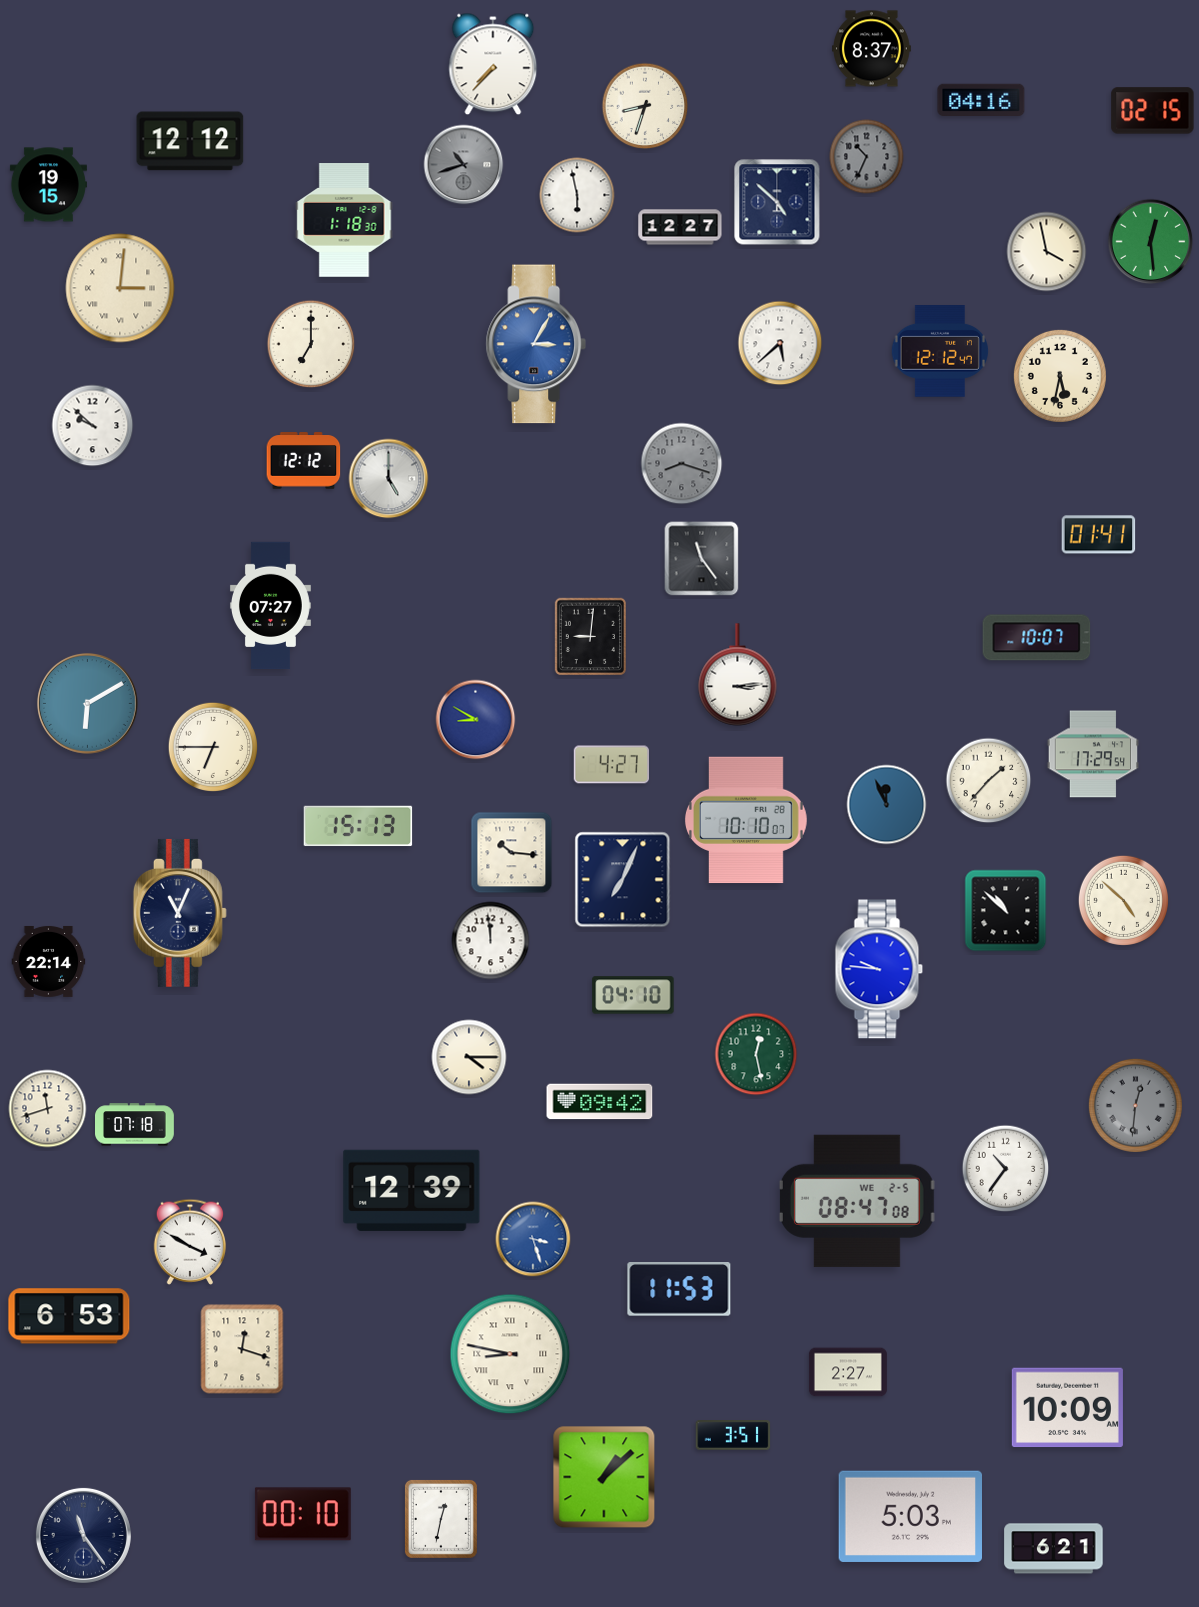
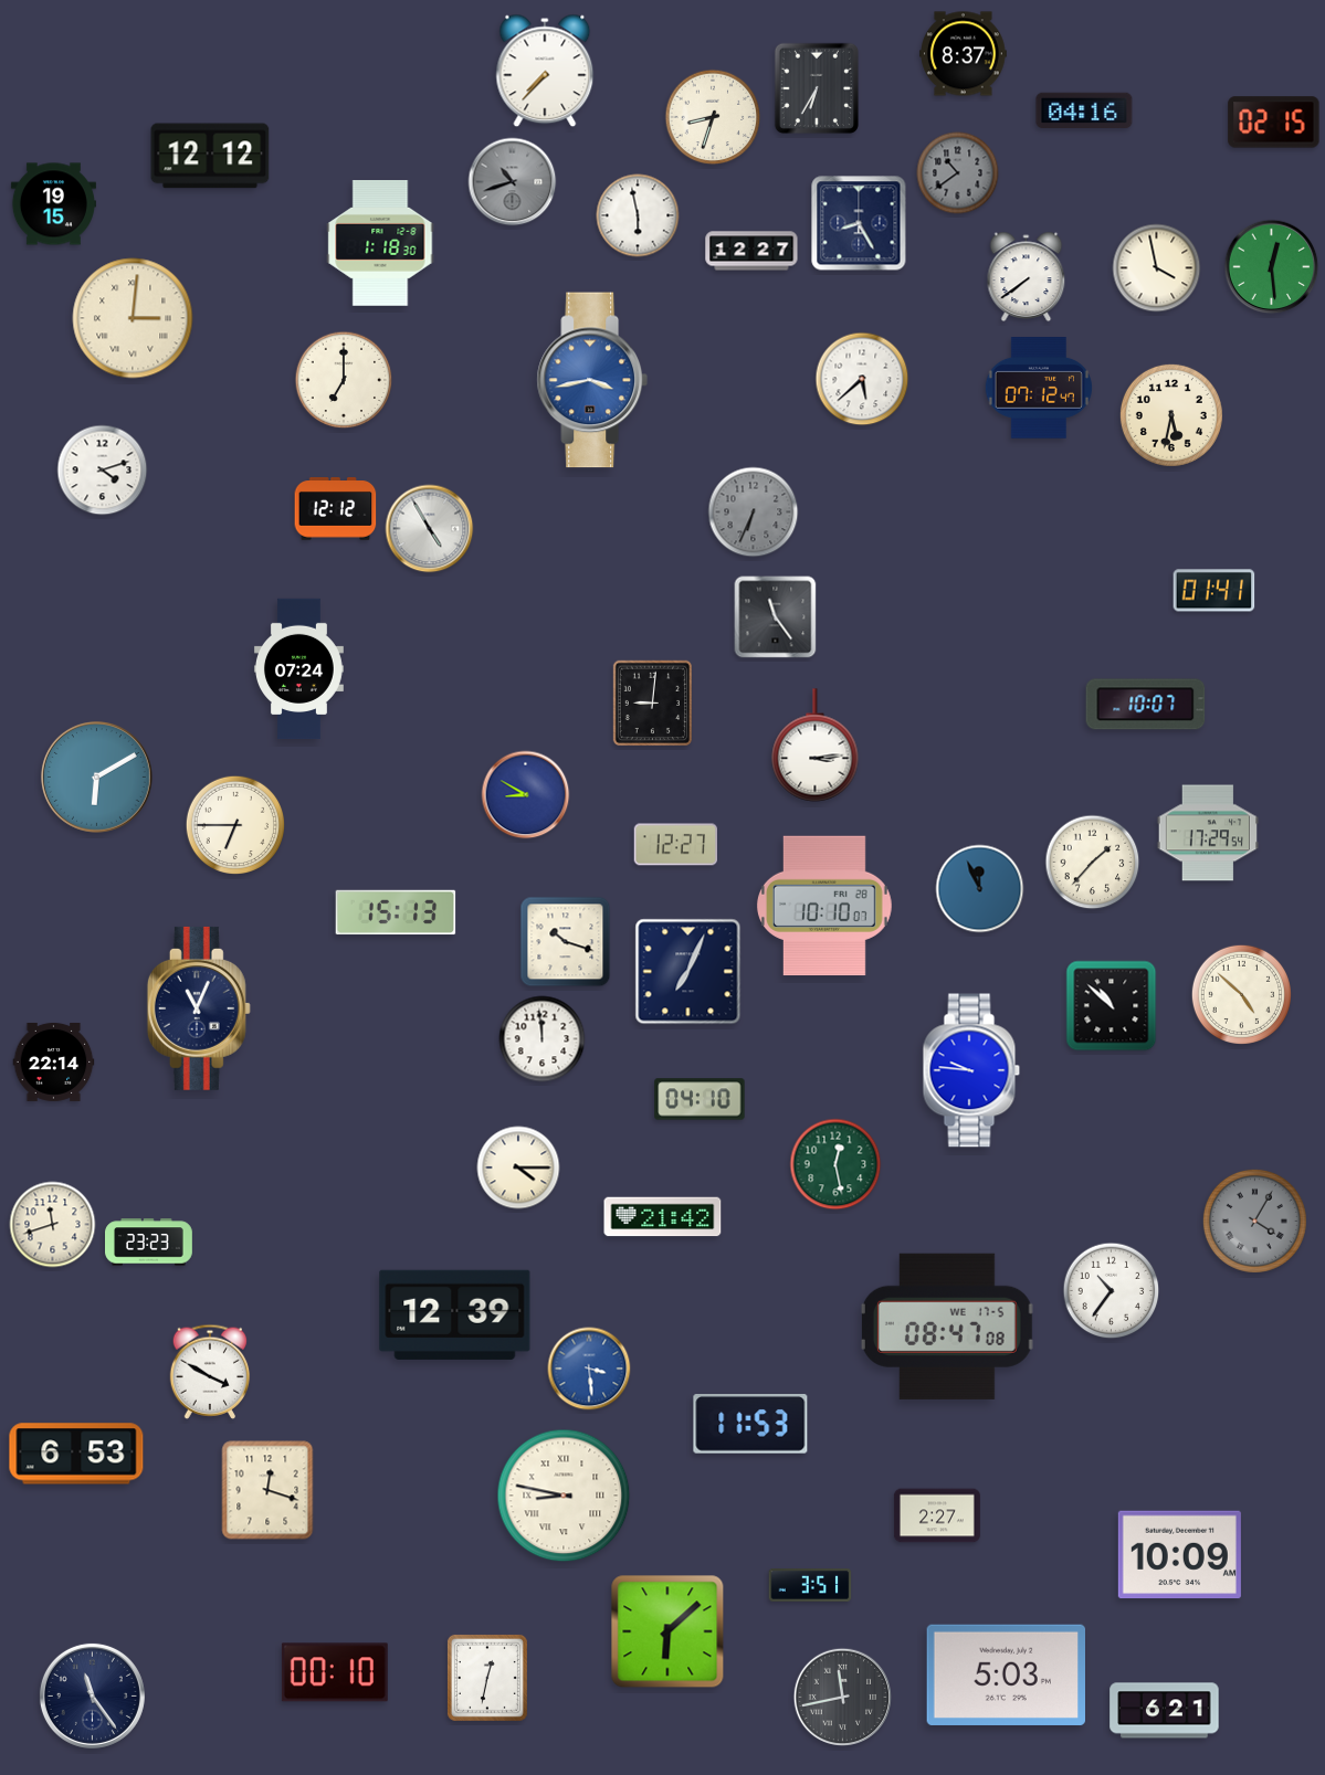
clock at (817, 88): none -> 6:35
clock at (867, 157): 10:34 -> 10:39
clock at (777, 202): 4:52 -> 8:25
clock at (1027, 277): none -> 7:39
clock at (1047, 252) position: (1047, 252) -> (1157, 268)
clock at (536, 344): 3:05 -> 3:43
clock at (940, 352): 12:12 -> 07:12
clock at (93, 426): 9:52 -> 4:12
clock at (682, 464): 8:18 -> 6:34
clock at (389, 479): 5:00 -> 4:55
clock at (270, 606): 07:27 -> 07:24
clock at (611, 765): 4:27 -> 12:27
clock at (512, 853): 10:16 -> 10:18
clock at (600, 1102): 09:42 -> 21:42
clock at (1135, 1105): 12:31 -> 4:05
clock at (135, 1125): 07:18 -> 23:23
clock at (857, 1201) date: WE 2-5 -> WE 17-5
clock at (533, 1239): 3:27 -> 3:29
clock at (604, 1477): 1:08 -> 6:08
clock at (843, 1698): none -> 11:43
